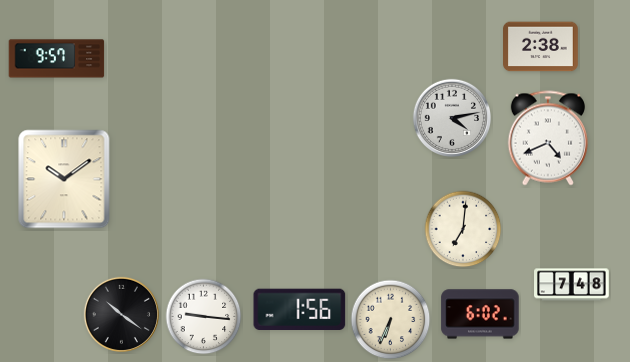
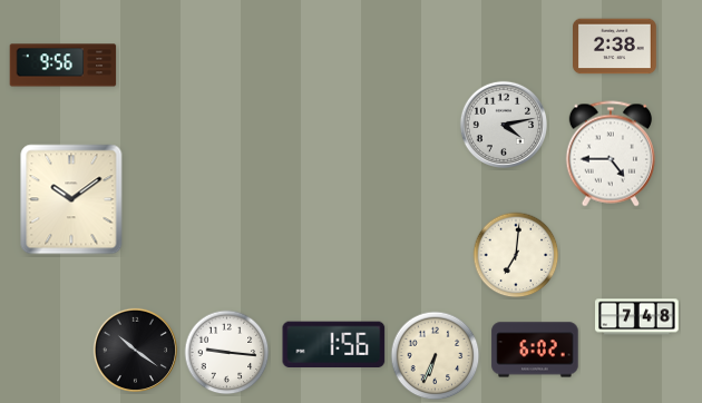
clock at (541, 47) position: (541, 47) -> (615, 47)
clock at (57, 59): 9:57 -> 9:56
clock at (451, 117) position: (451, 117) -> (503, 124)
clock at (548, 138): 4:41 -> 4:45
